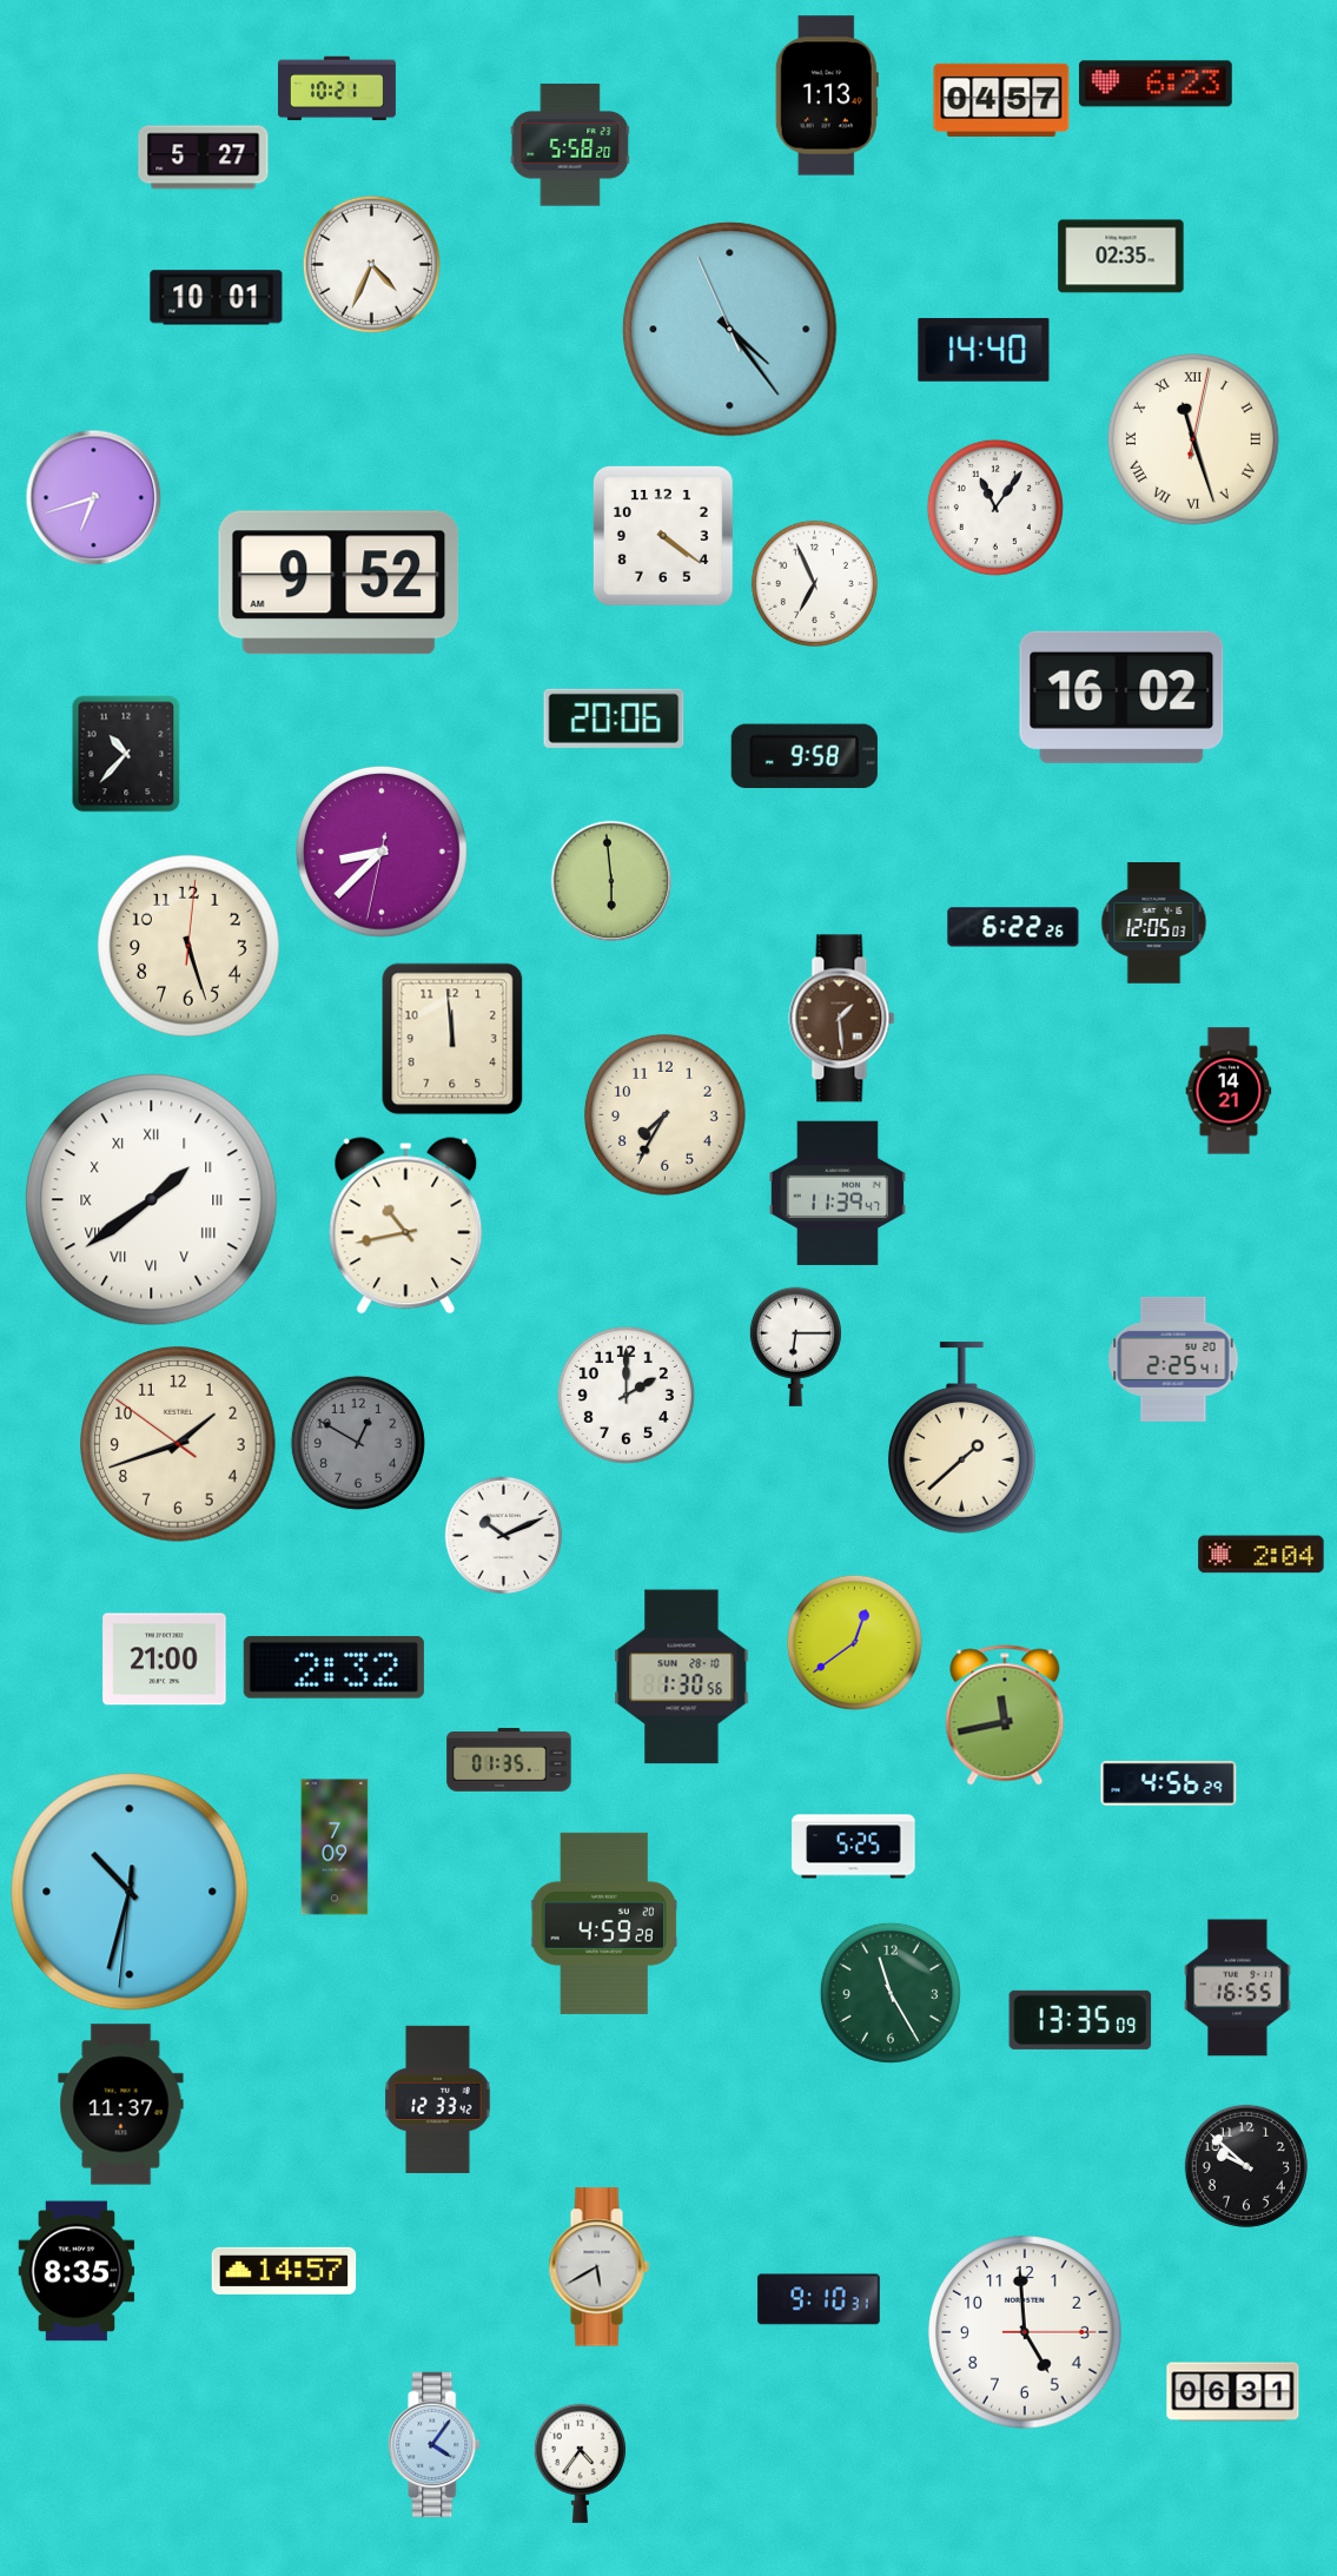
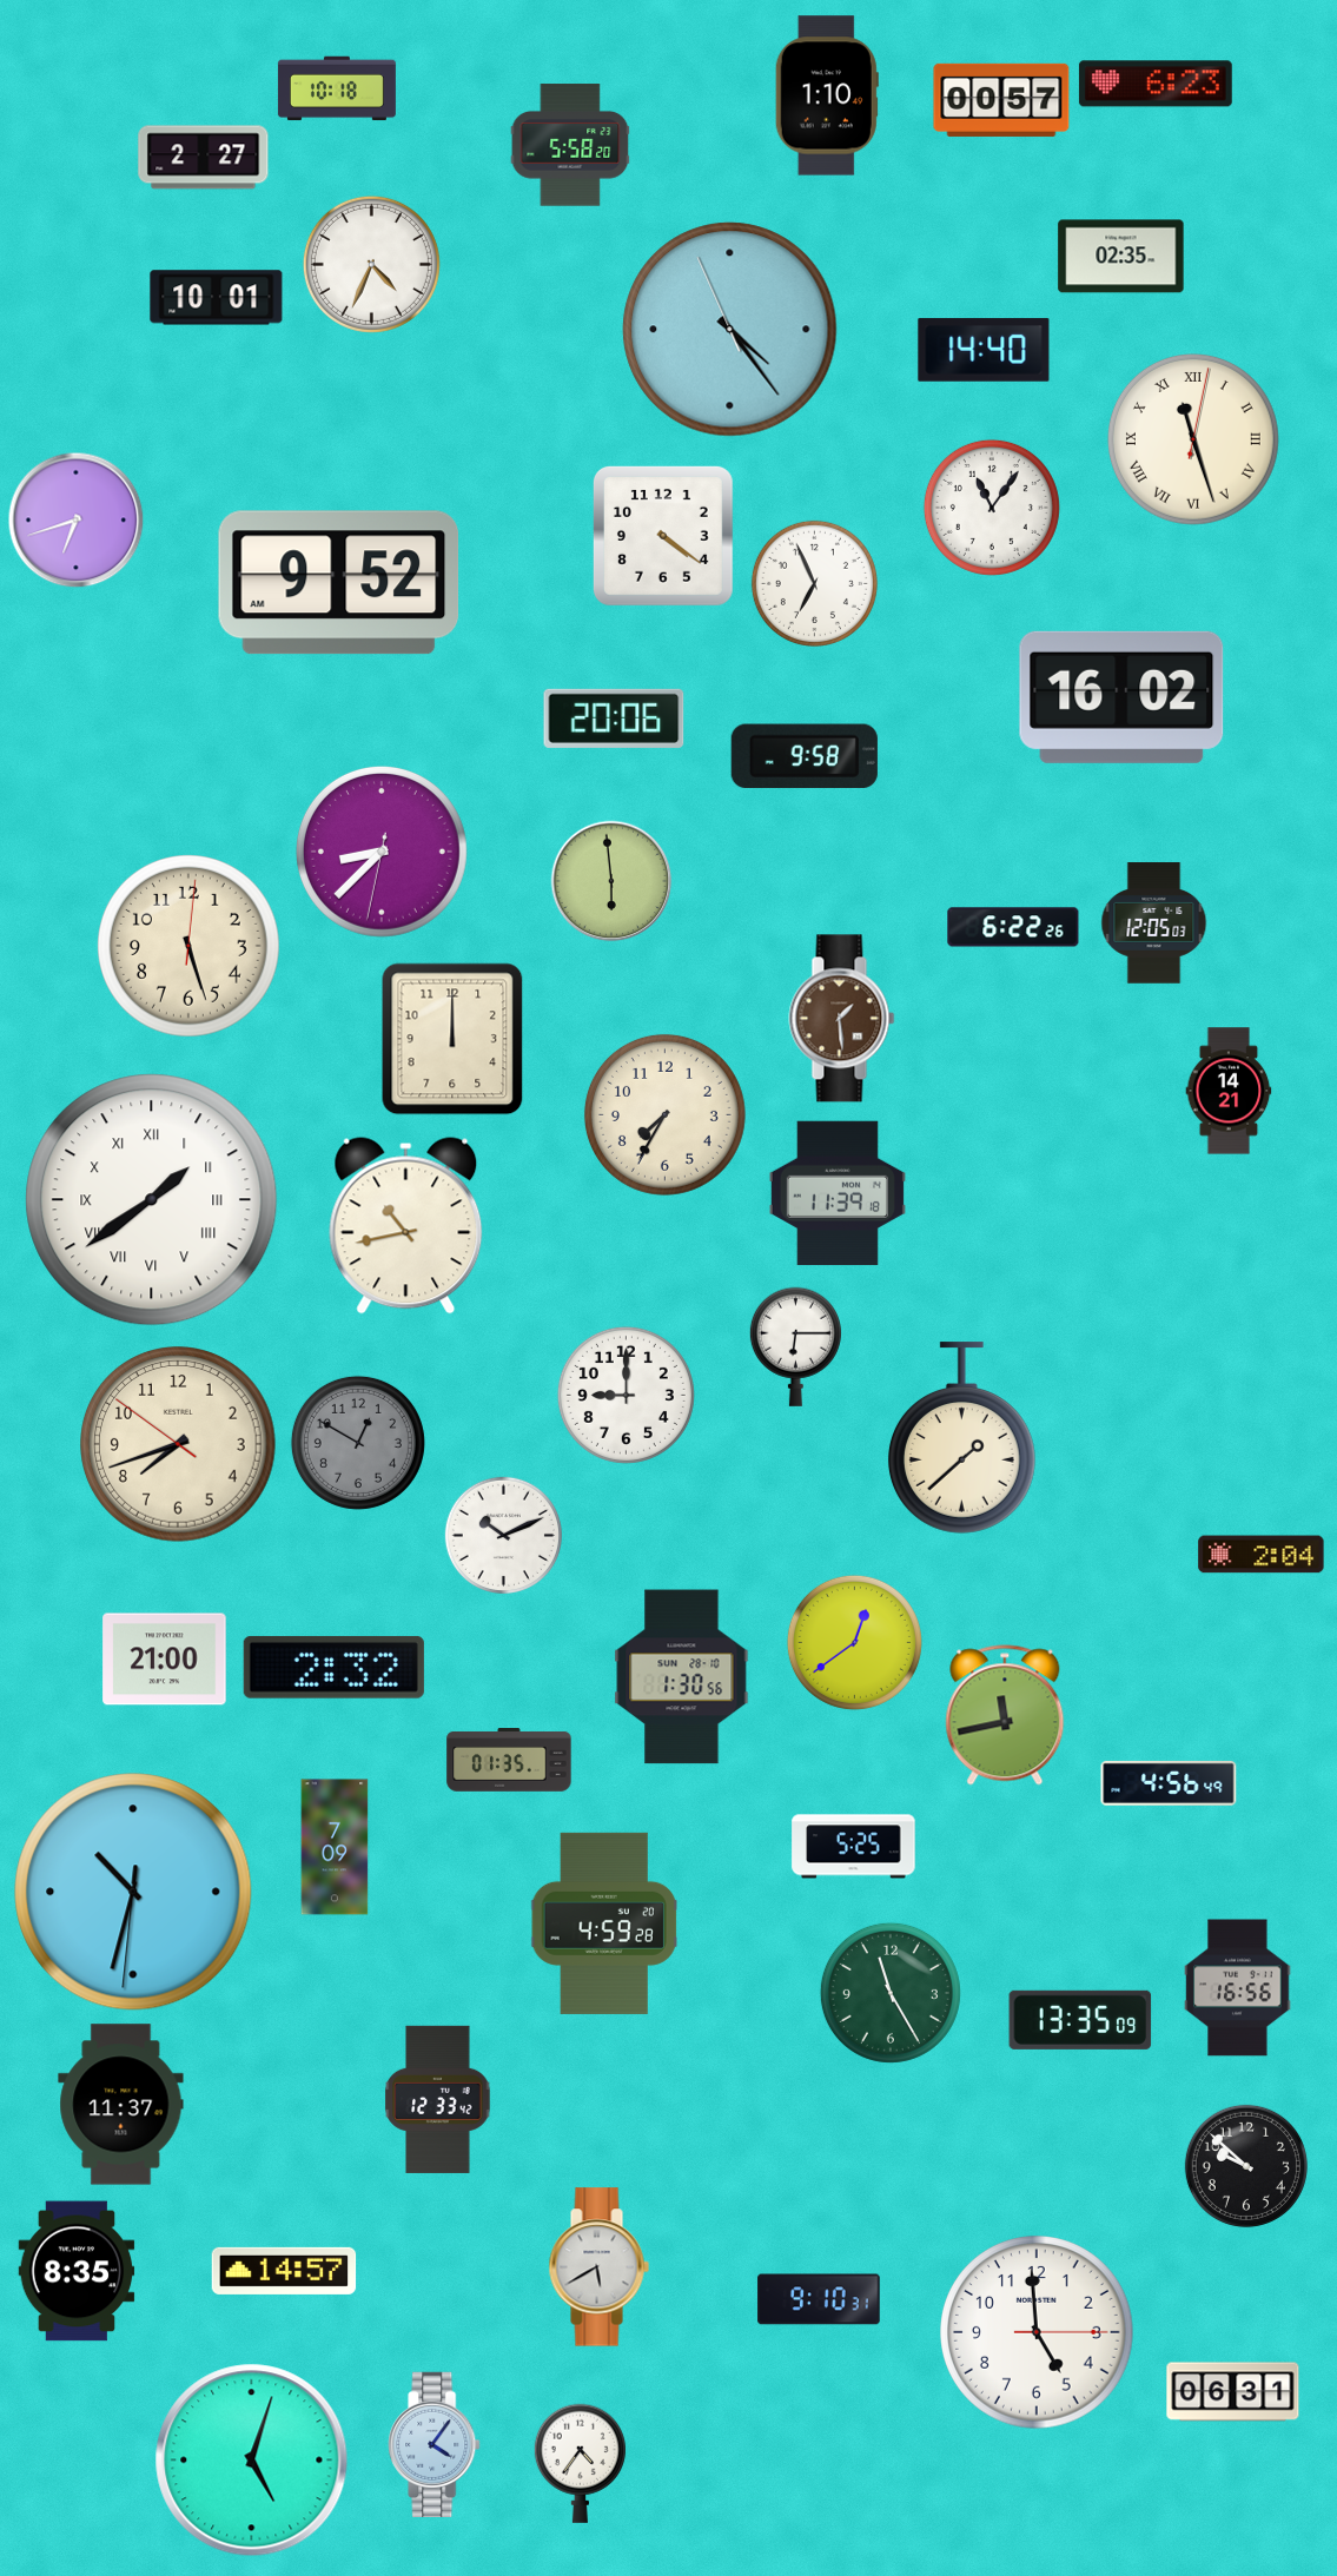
clock at (337, 88): 10:21 -> 10:18
clock at (827, 95): 1:13 -> 1:10
clock at (1001, 100): 04:57 -> 00:57
clock at (204, 158): 5:27 -> 2:27
clock at (94, 498) position: (94, 498) -> (77, 521)
clock at (995, 508) position: (995, 508) -> (992, 508)
clock at (126, 754): 10:37 -> none
clock at (452, 1039): 11:59 -> 12:00
clock at (838, 1193): 11:39:47 -> 11:39:18
clock at (1173, 1359): 2:25 -> none
clock at (626, 1395): 2:00 -> 9:00
clock at (178, 1444): 1:41 -> 7:41
clock at (1169, 1783): 4:56:29 -> 4:56:49
clock at (130, 1892) position: (130, 1892) -> (133, 1892)
clock at (1238, 1988): 16:55 -> 16:56
clock at (1025, 2332) position: (1025, 2332) -> (1037, 2332)
clock at (252, 2461): none -> 5:03
